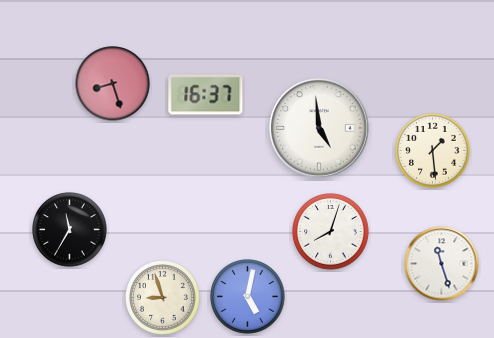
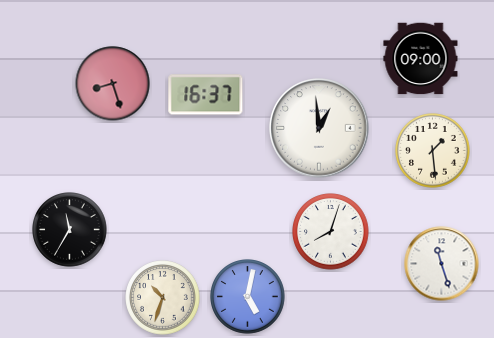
clock at (421, 59): none -> 09:00
clock at (319, 128): 4:59 -> 12:59
clock at (163, 298): 8:57 -> 10:33
